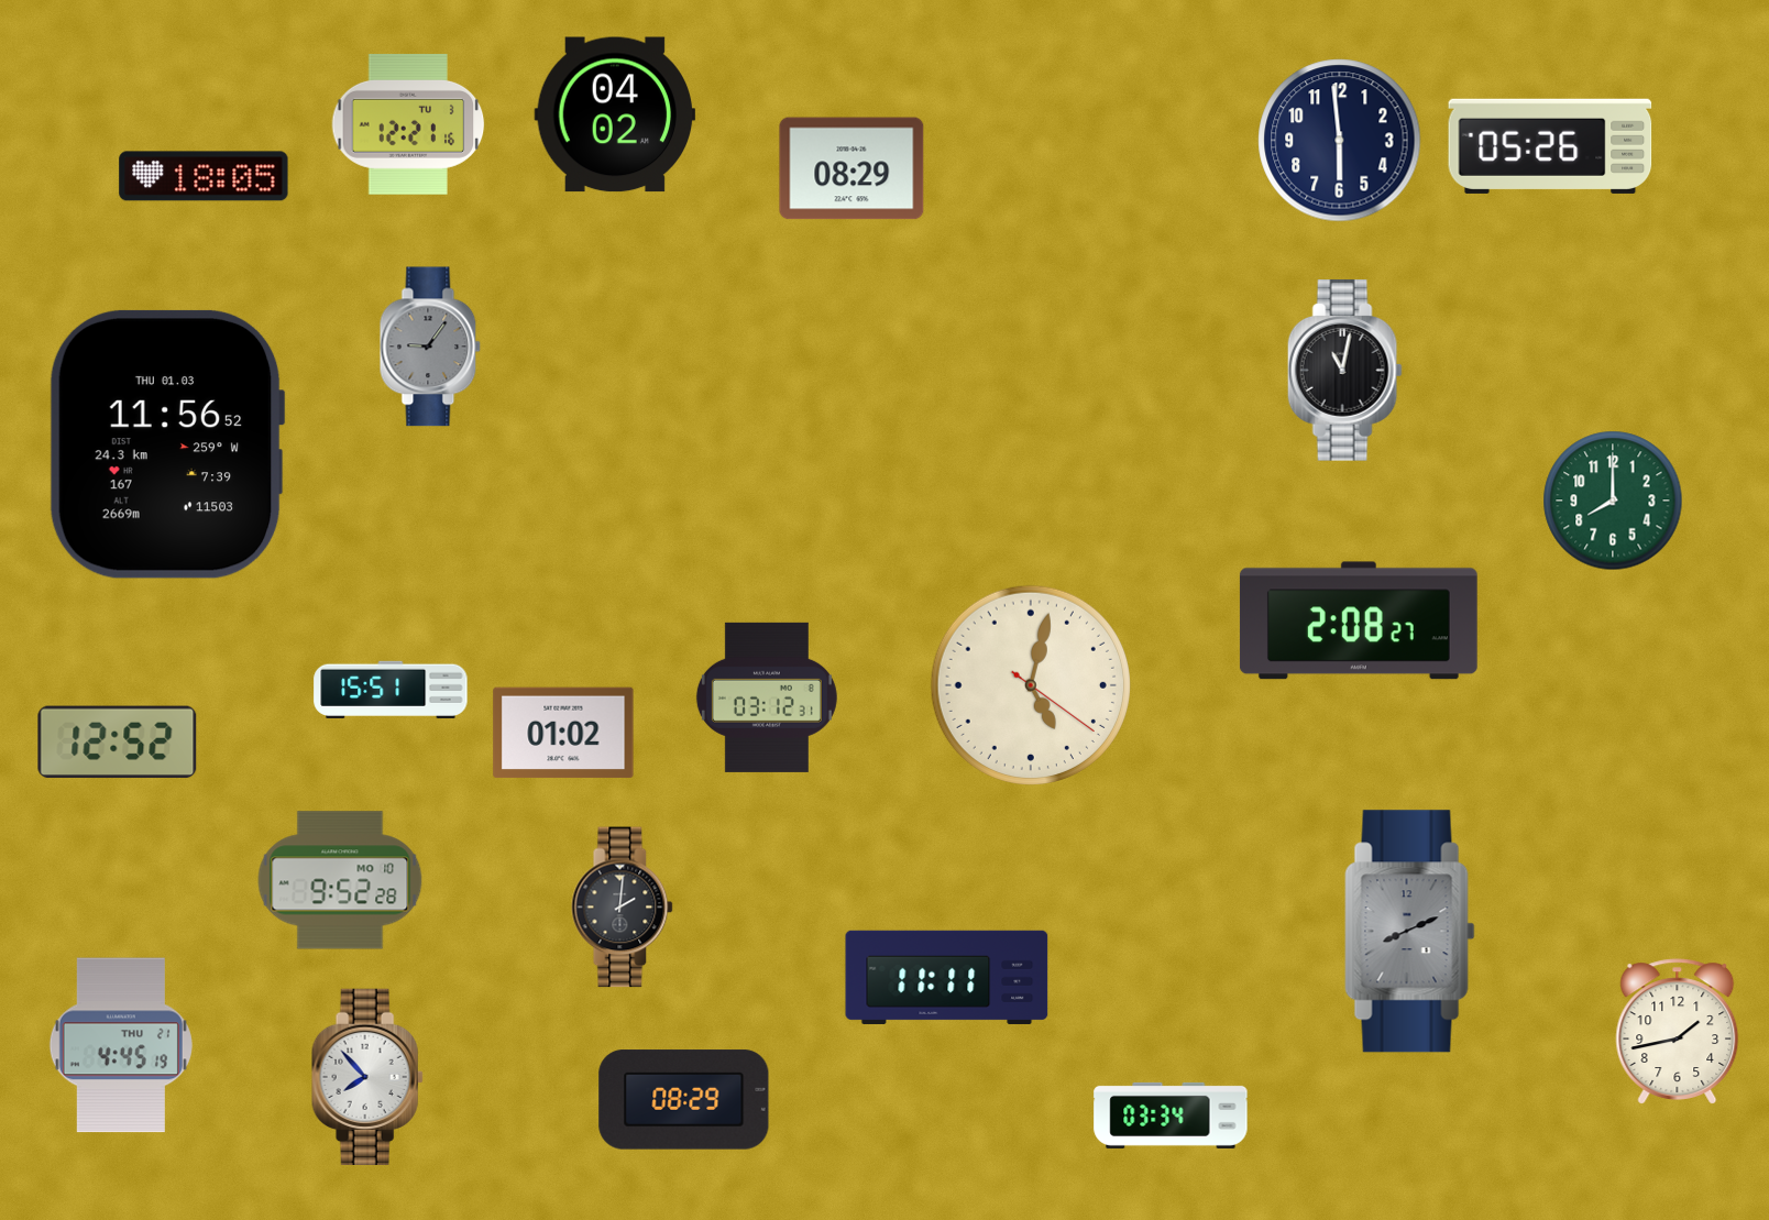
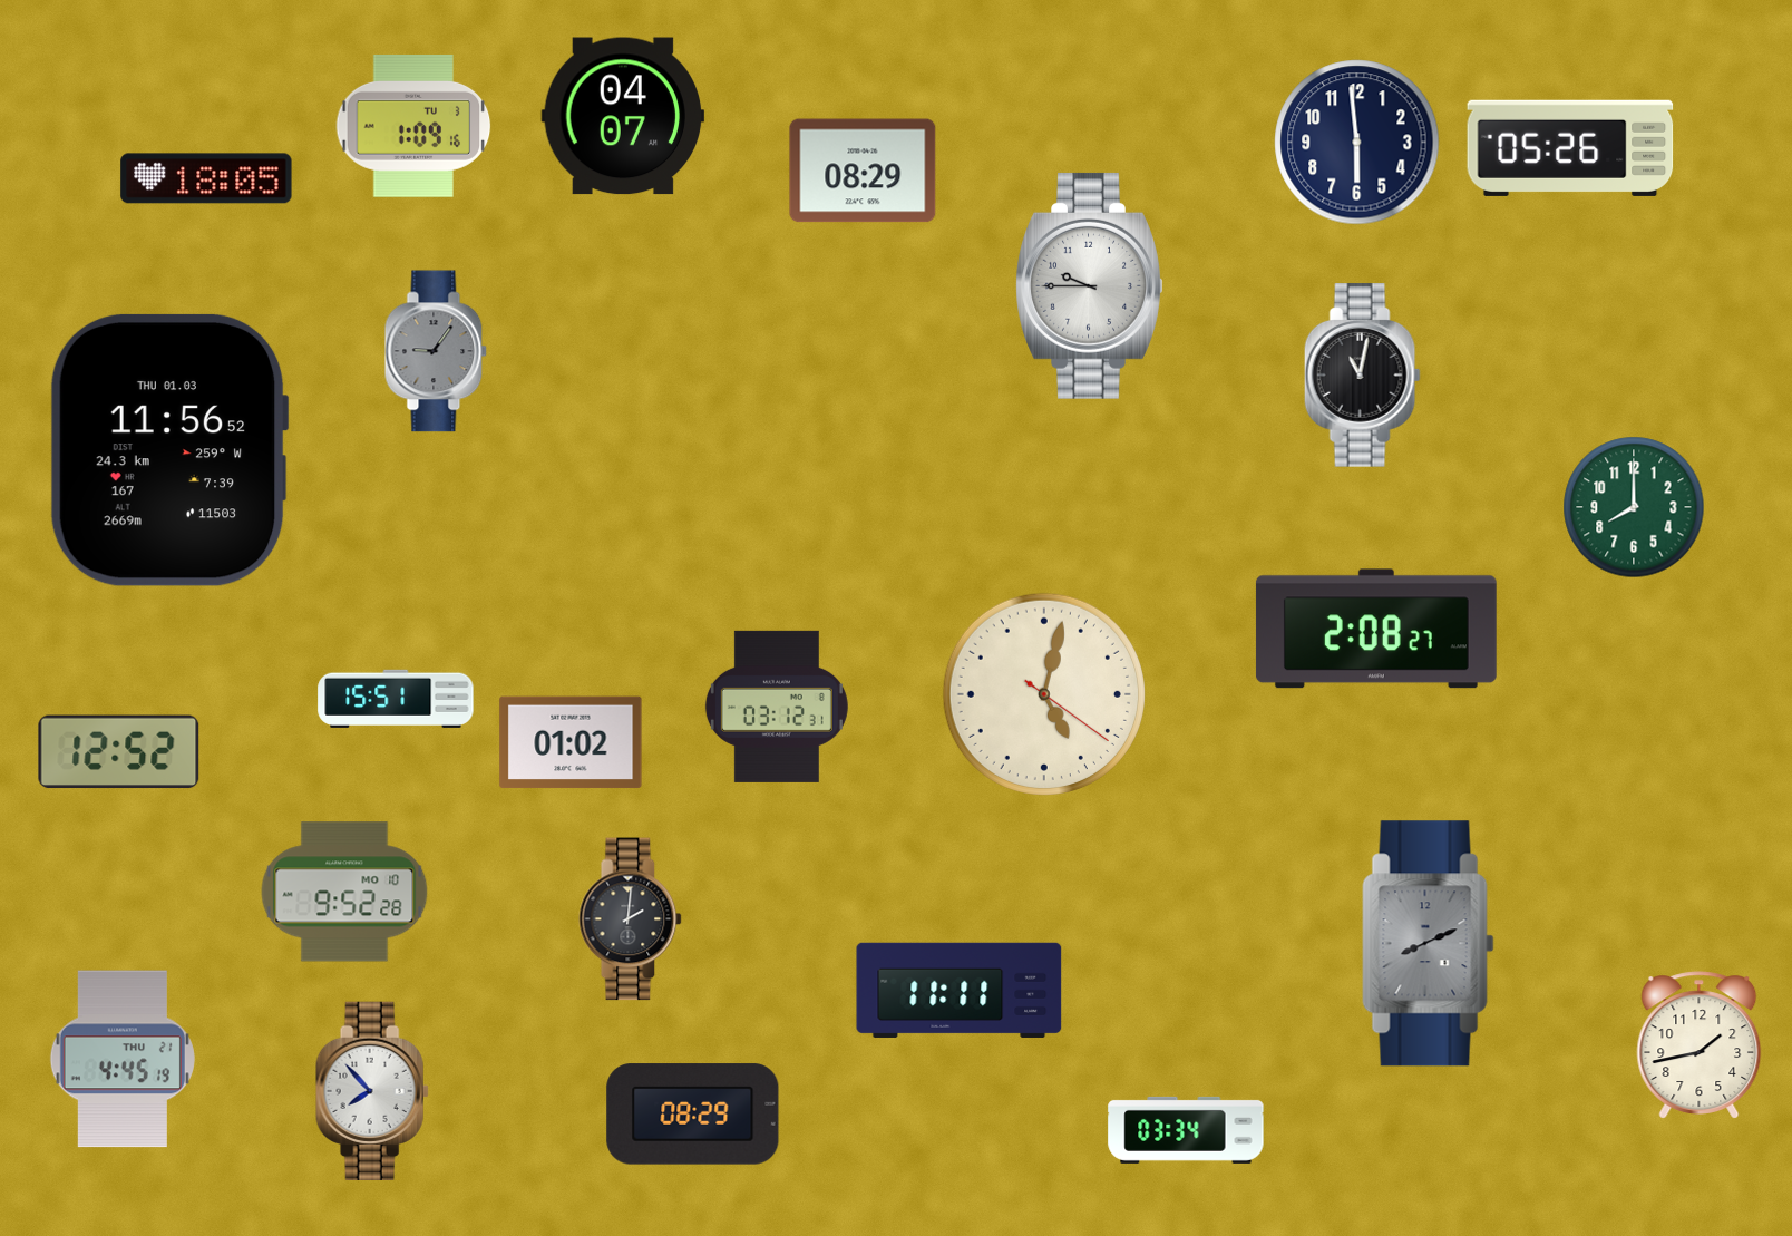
clock at (615, 114): 04:02 -> 04:07
clock at (408, 124): 12:21 -> 1:09
clock at (1090, 285): none -> 9:45
